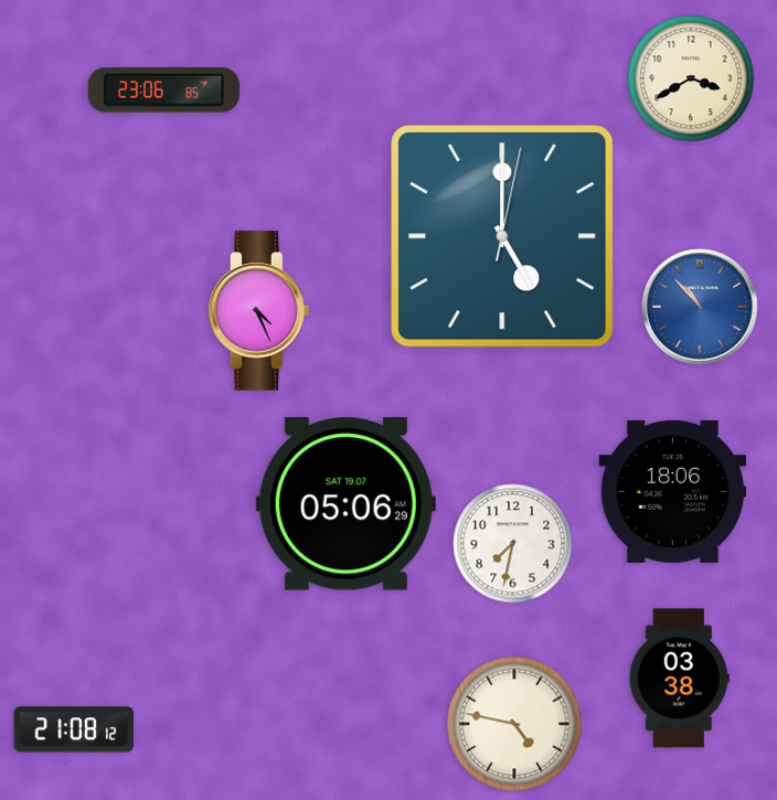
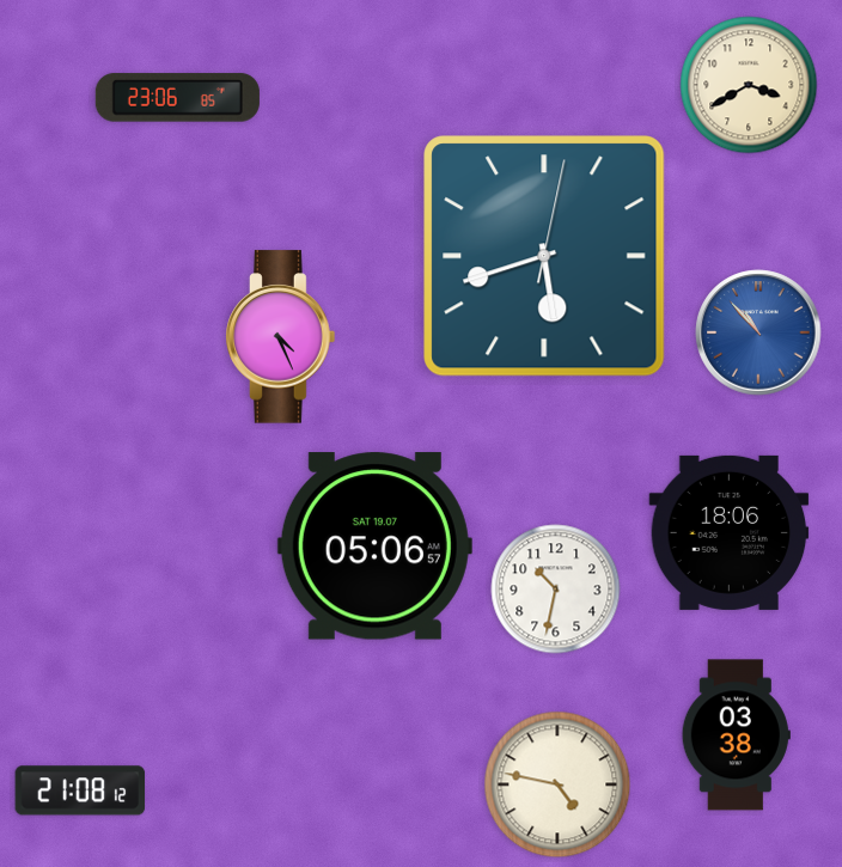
clock at (502, 236): 5:00 -> 5:42
clock at (345, 504): 05:06:29 -> 05:06:57
clock at (513, 544): 7:32 -> 10:32
